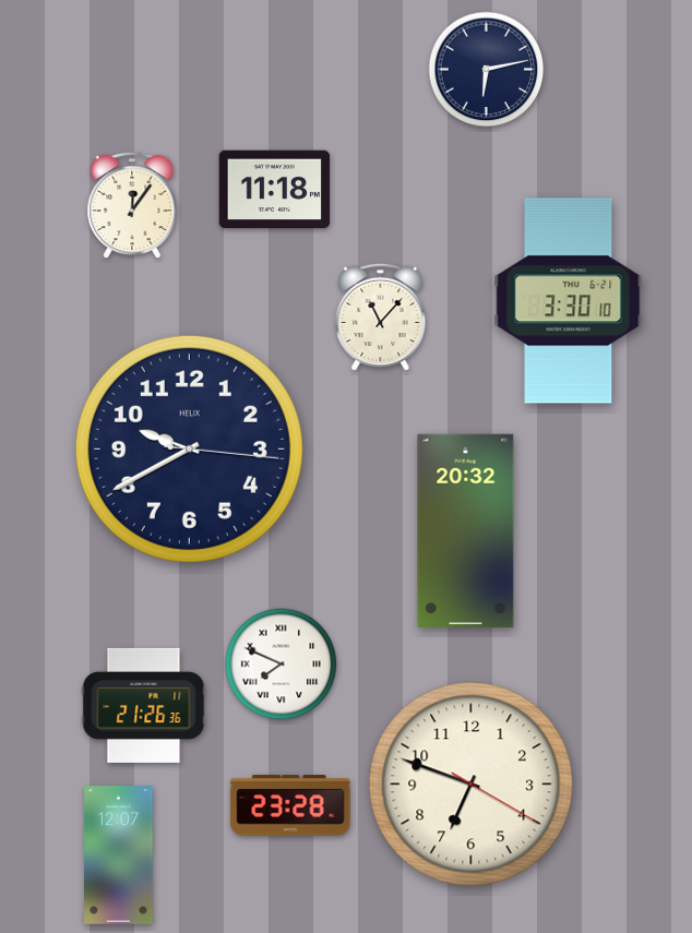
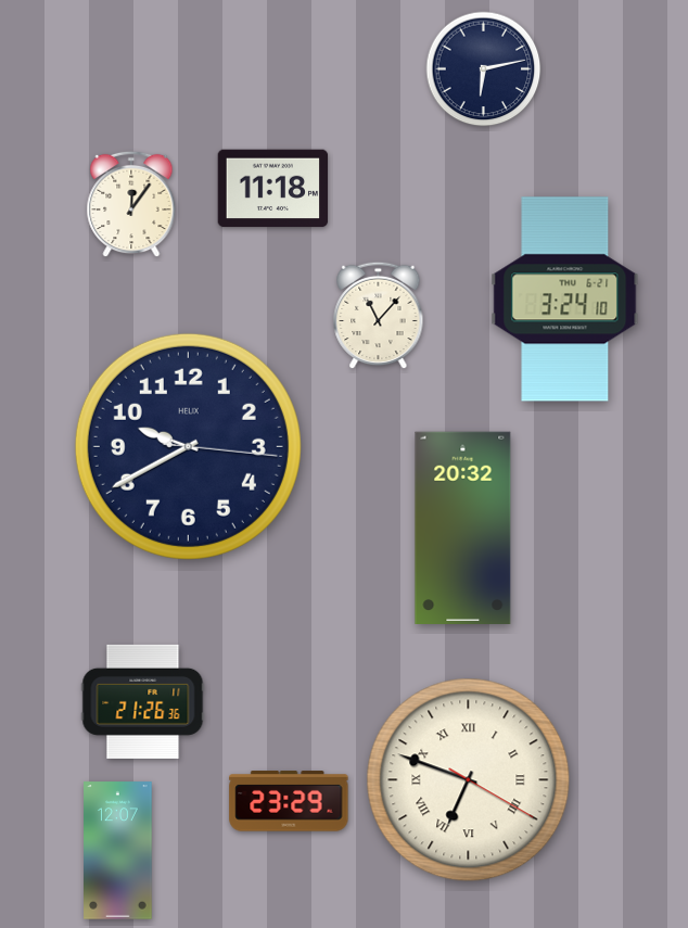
clock at (569, 301): 3:30 -> 3:24
clock at (282, 665): 7:49 -> none
clock at (472, 785) numerals: Arabic -> Roman
clock at (290, 805): 23:28 -> 23:29
